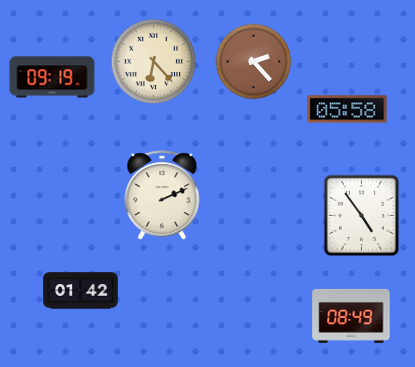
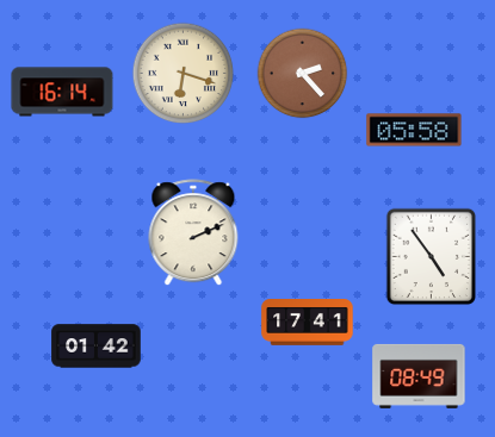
clock at (154, 62): 6:23 -> 6:18
clock at (52, 77): 09:19 -> 16:14
clock at (308, 323): none -> 17:41
